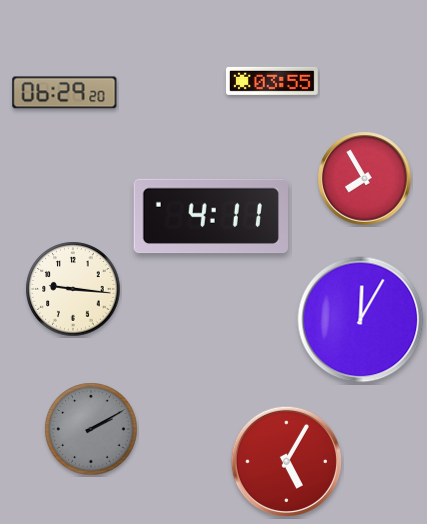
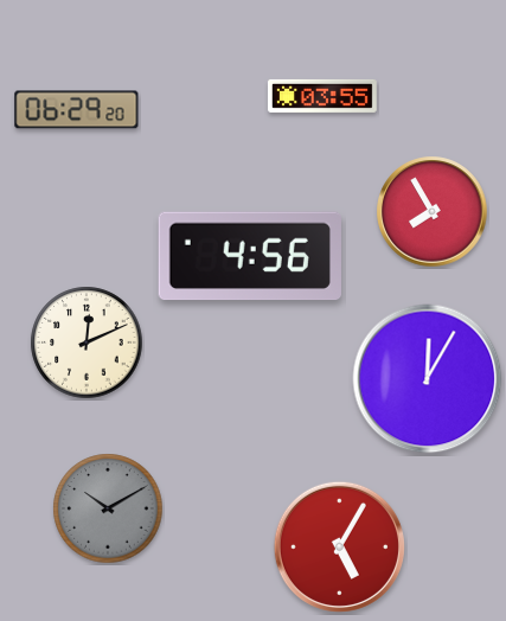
clock at (211, 216): 4:11 -> 4:56
clock at (73, 289): 9:16 -> 12:11
clock at (91, 429): 2:10 -> 10:10
